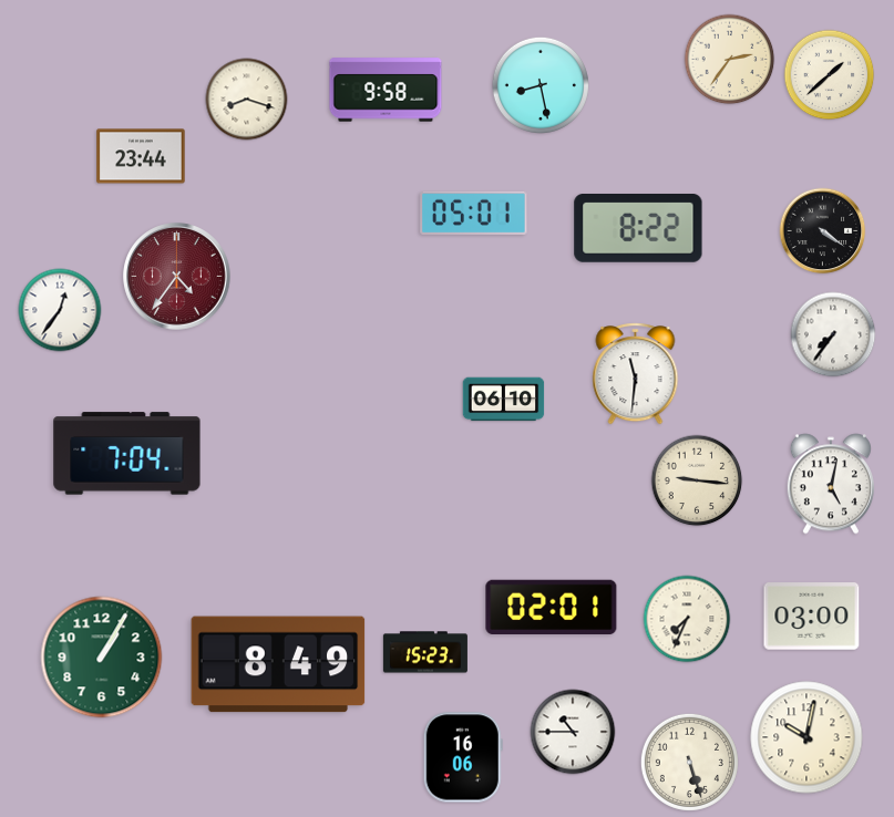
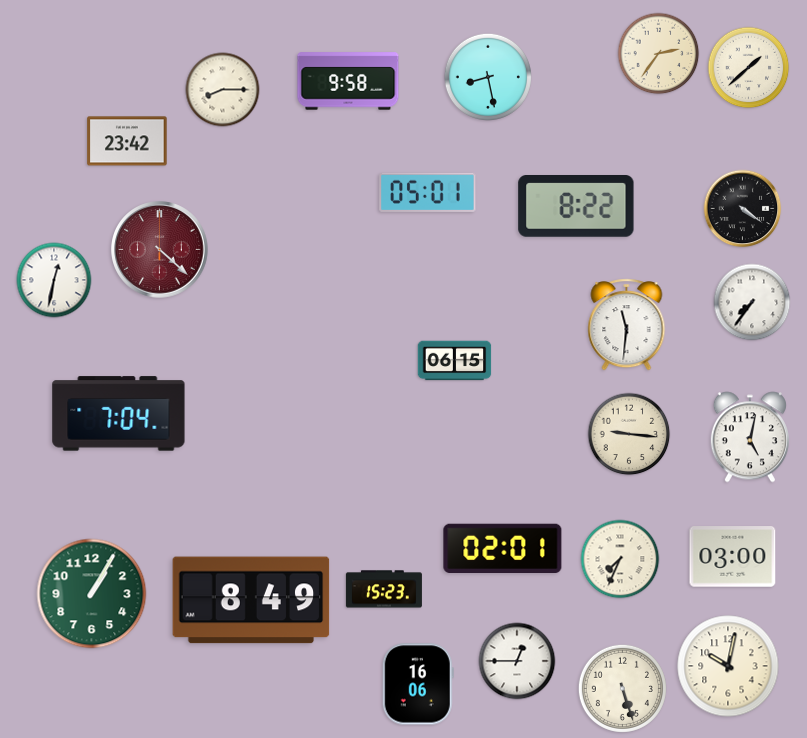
clock at (247, 100): 8:18 -> 8:15
clock at (141, 156): 23:44 -> 23:42
clock at (177, 277): 4:36 -> 4:22
clock at (60, 310): 12:36 -> 12:32
clock at (636, 374) position: (636, 374) -> (627, 325)
clock at (504, 400): 06:10 -> 06:15
clock at (127, 454) position: (127, 454) -> (119, 414)
clock at (552, 607) position: (552, 607) -> (503, 548)
clock at (573, 732): 10:45 -> 12:45
